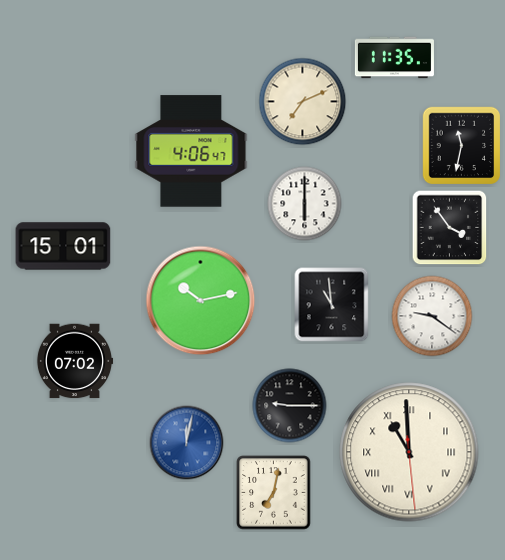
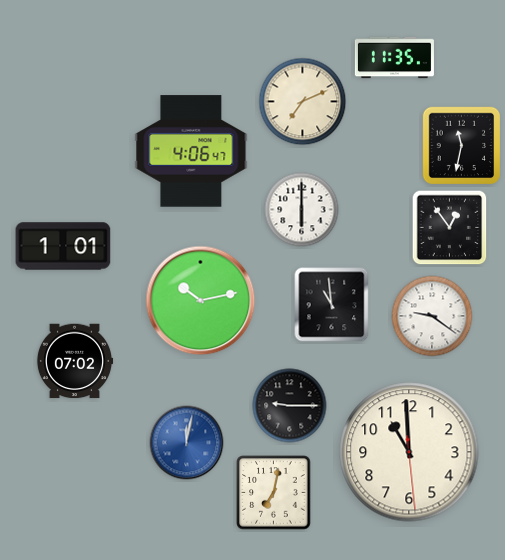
clock at (305, 204) position: (305, 204) -> (302, 210)
clock at (450, 228): 3:54 -> 12:54
clock at (63, 246): 15:01 -> 1:01
clock at (409, 452) numerals: Roman -> Arabic
